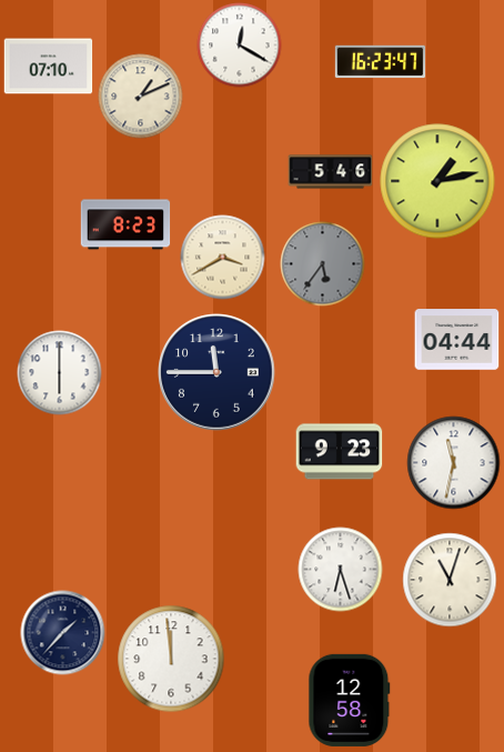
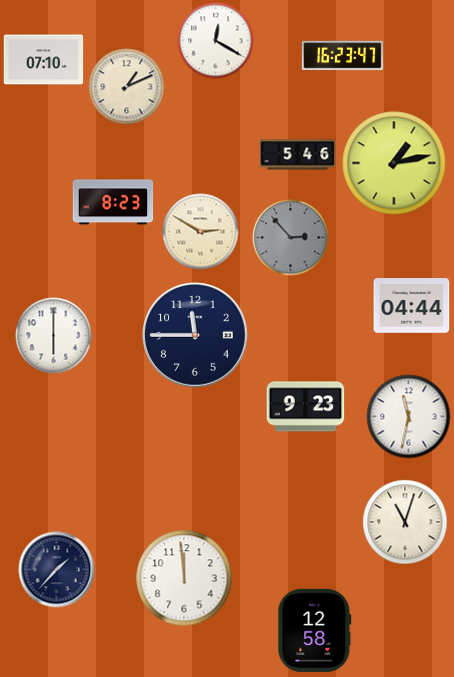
clock at (223, 258): 3:40 -> 2:50
clock at (323, 264): 5:36 -> 2:53
clock at (341, 570): 6:27 -> none
clock at (171, 659) position: (171, 659) -> (184, 578)
